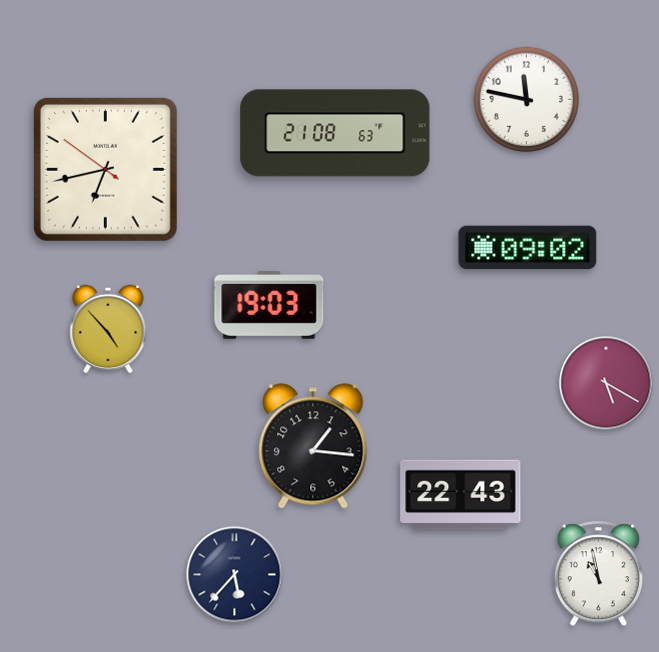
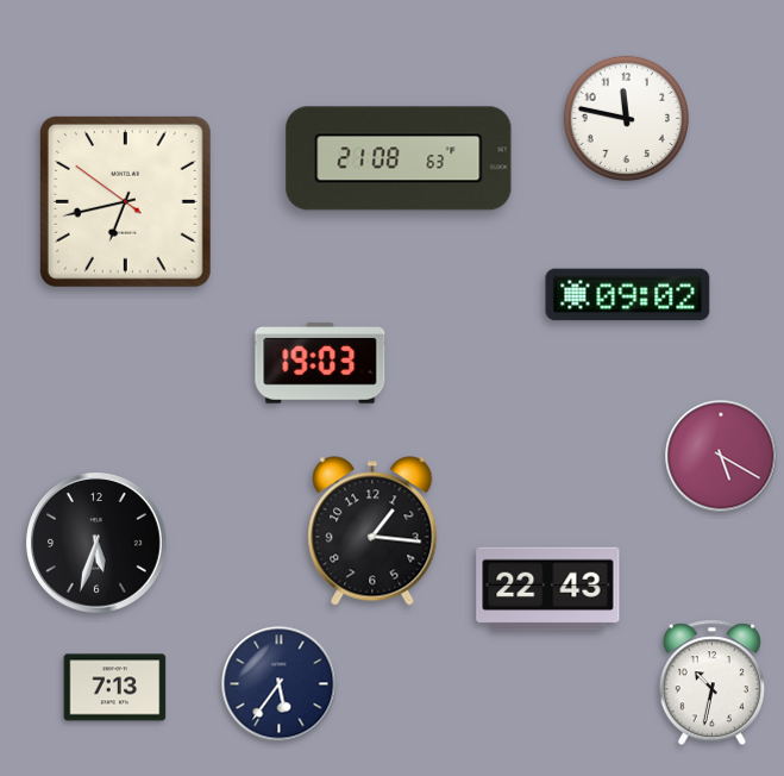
clock at (108, 329): 4:53 -> none
clock at (98, 544): none -> 5:33
clock at (598, 574): 10:58 -> 10:32
clock at (235, 575): 5:37 -> 5:36
clock at (115, 688): none -> 7:13
